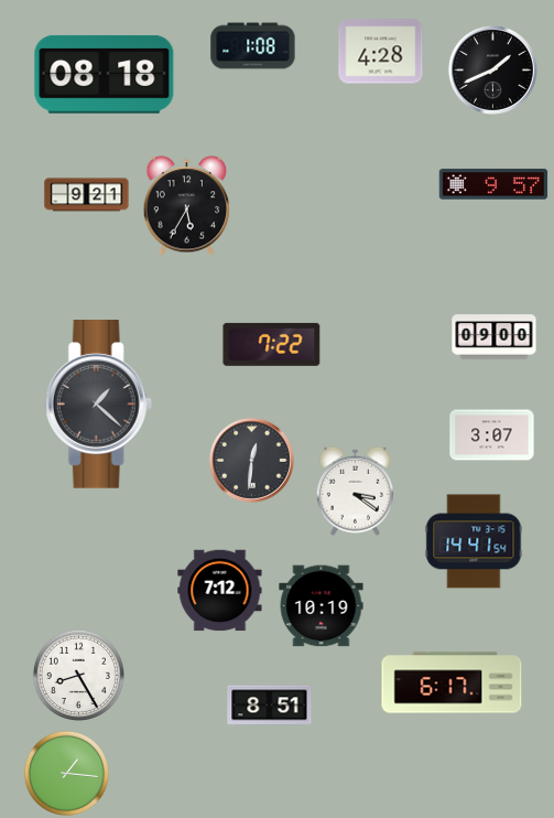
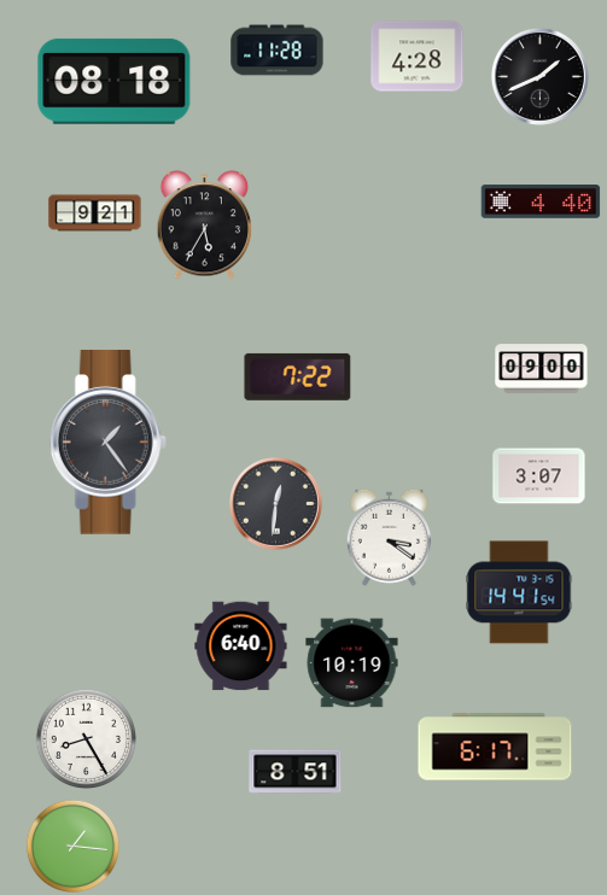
clock at (253, 46): 1:08 -> 11:28
clock at (493, 184): 9:57 -> 4:40
clock at (98, 405): 1:22 -> 1:24
clock at (220, 591): 7:12 -> 6:40
